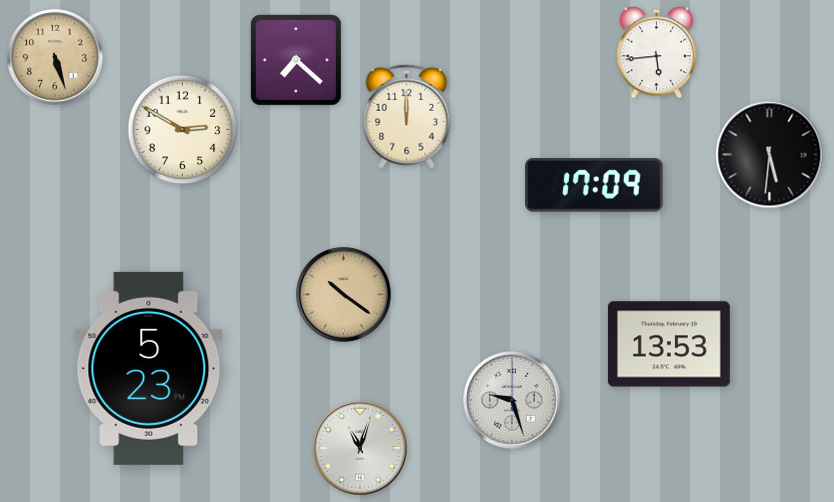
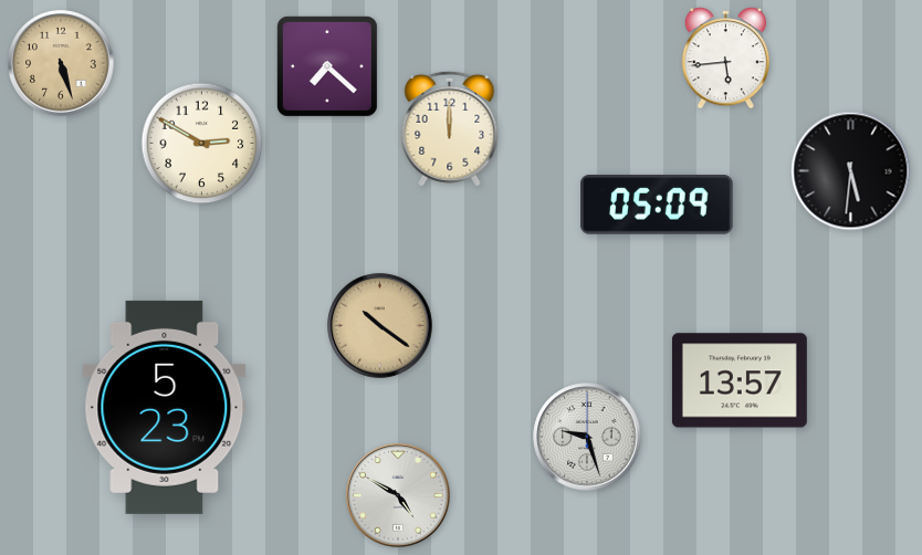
clock at (594, 186): 17:09 -> 05:09
clock at (669, 344): 13:53 -> 13:57
clock at (512, 400) position: (512, 400) -> (587, 437)
clock at (361, 449): 11:03 -> 4:50
